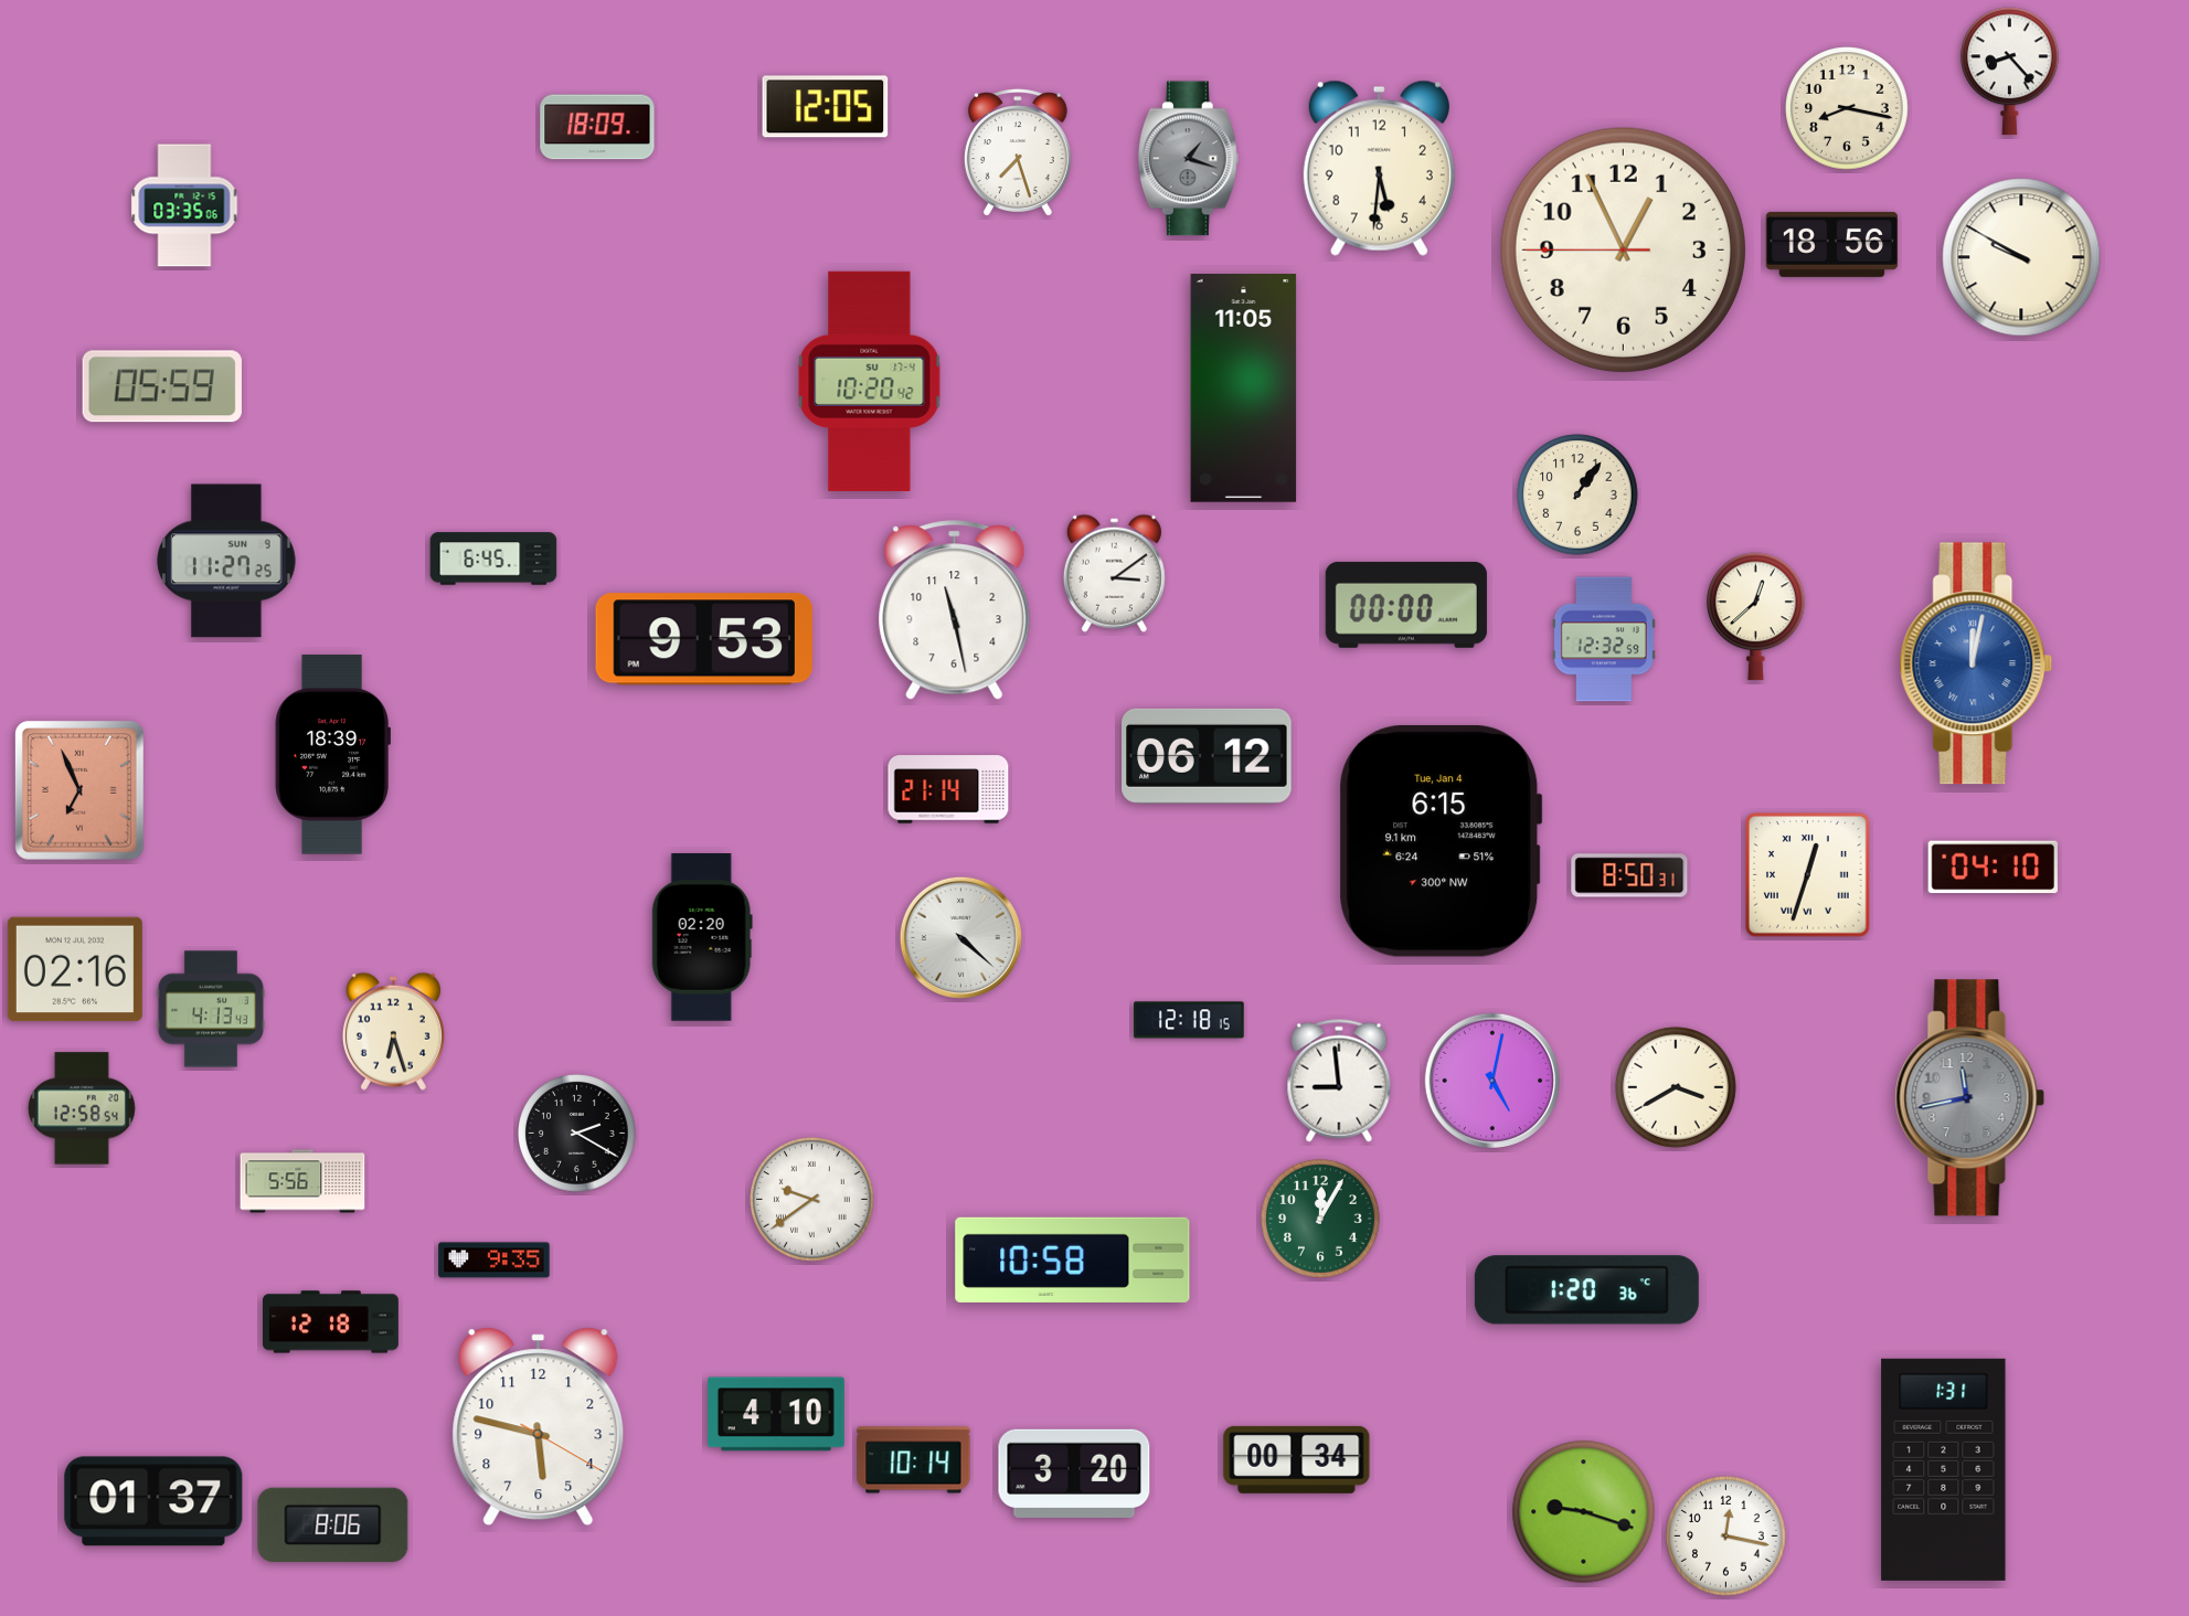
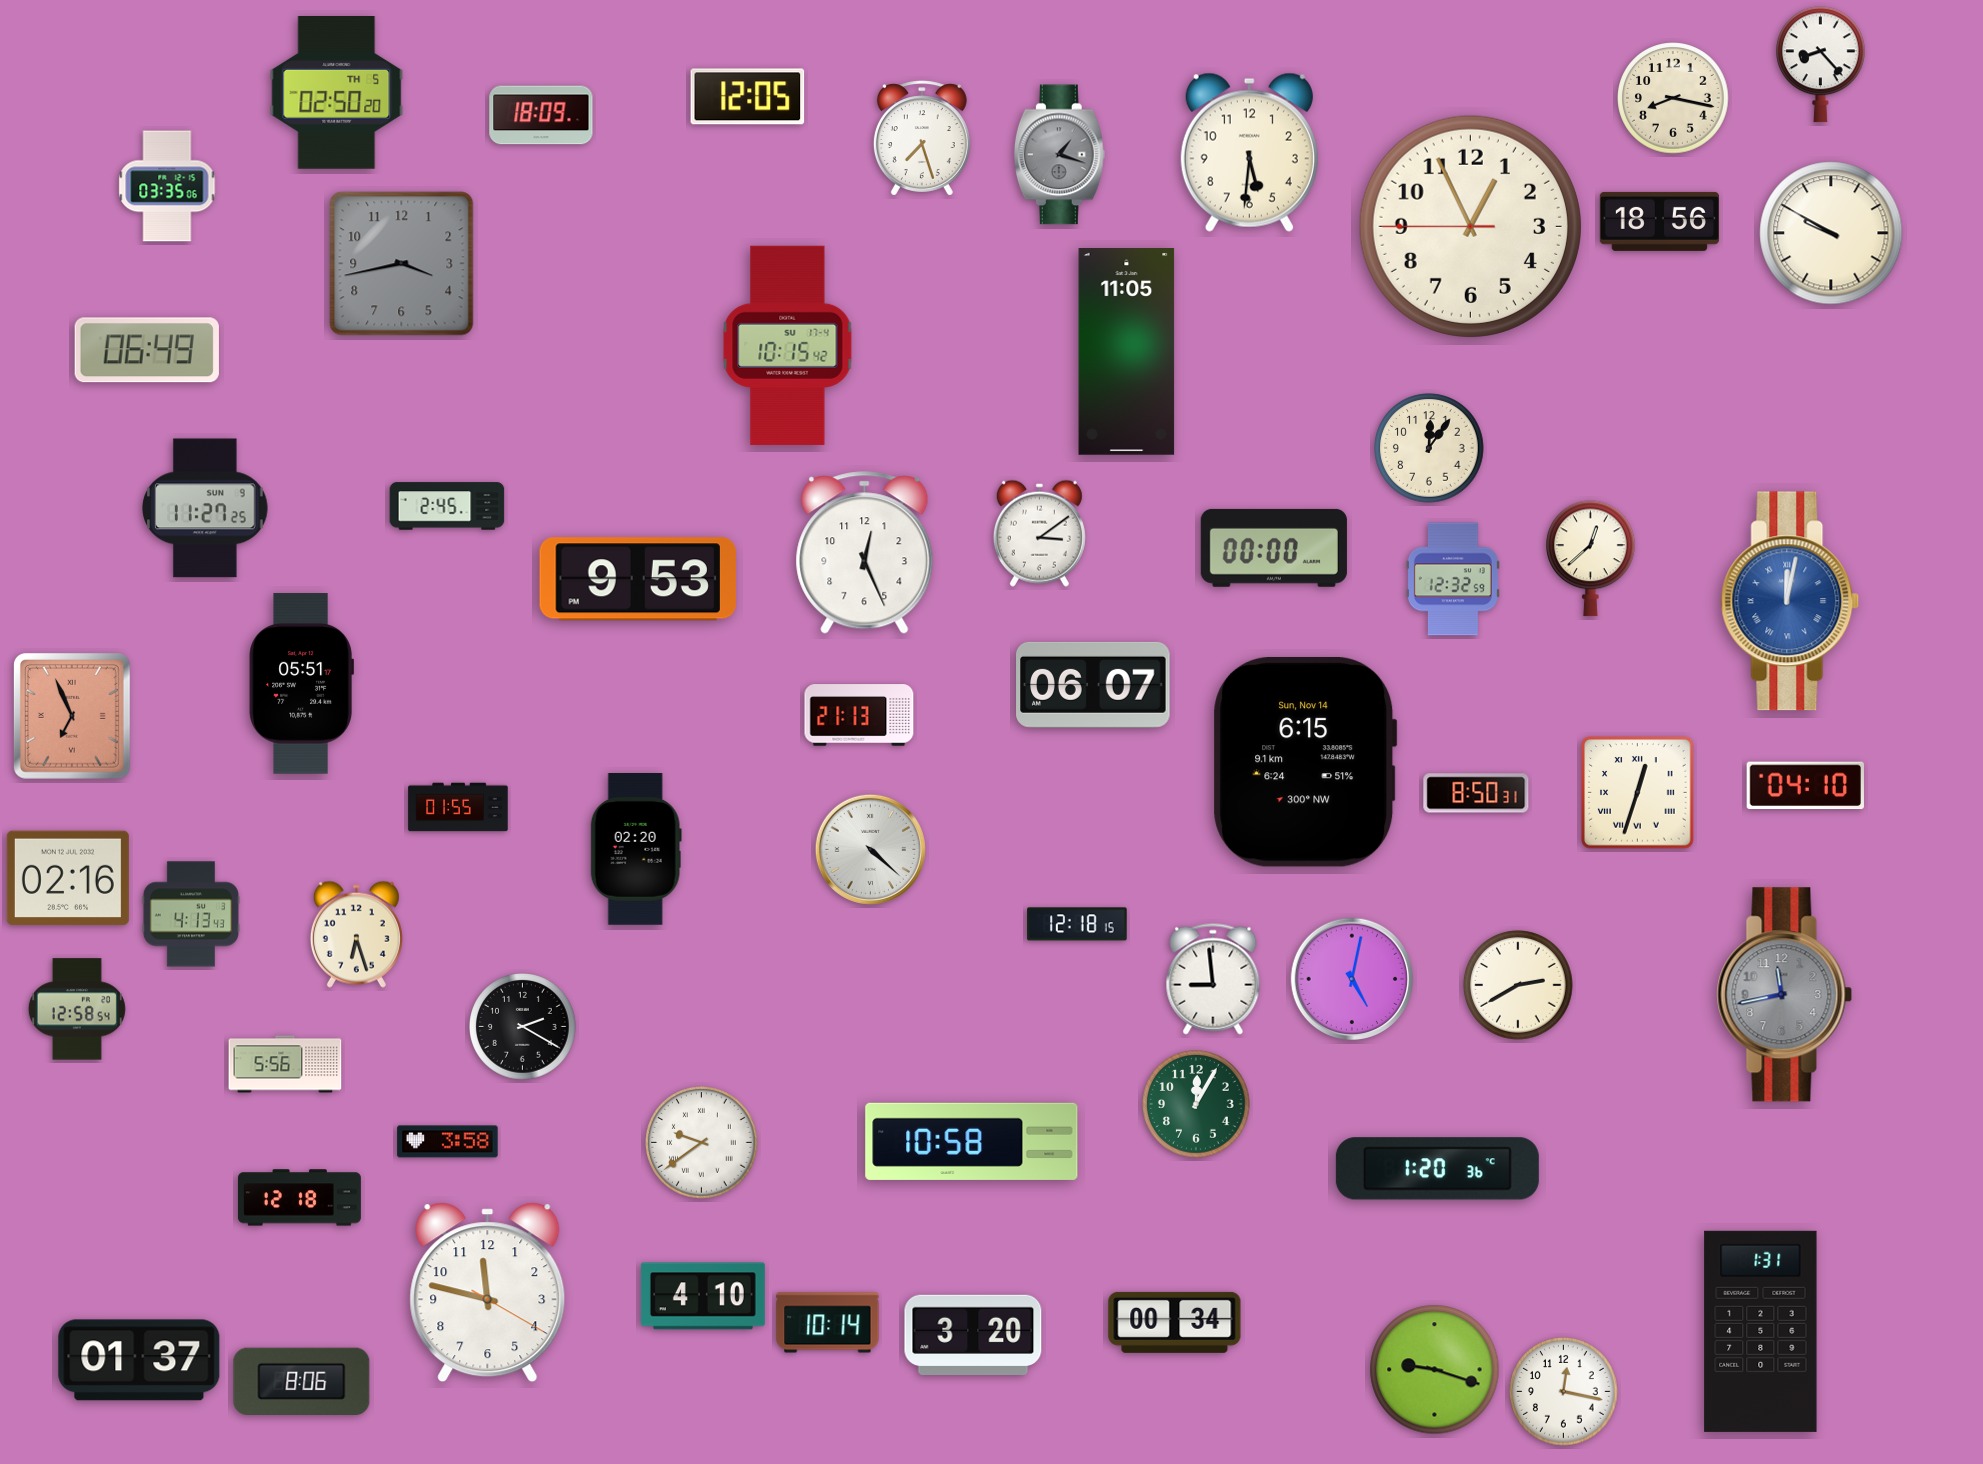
clock at (337, 93): none -> 02:50
clock at (1188, 159) position: (1188, 159) -> (1059, 155)
clock at (402, 264): none -> 3:43
clock at (870, 381): 10:20 -> 10:15
clock at (162, 386): 05:59 -> 06:49
clock at (1577, 495): 1:06 -> 12:06
clock at (493, 559): 6:45 -> 2:45
clock at (1114, 573) position: (1114, 573) -> (1039, 533)
clock at (955, 610): 11:28 -> 12:26
clock at (332, 755): 18:39 -> 05:51
clock at (1207, 756): 06:12 -> 06:07
clock at (948, 789): 21:14 -> 21:13
clock at (1441, 841) date: Tue, Jan 4 -> Sun, Nov 14
clock at (458, 807): none -> 01:55
clock at (1676, 1087): 3:40 -> 2:40
clock at (82, 1108) position: (82, 1108) -> (77, 1009)
clock at (302, 1181) position: (302, 1181) -> (285, 1064)
clock at (812, 1200) position: (812, 1200) -> (702, 1143)
clock at (495, 1261): 9:35 -> 3:58
clock at (776, 1414) position: (776, 1414) -> (703, 1296)
clock at (539, 1427): 5:47 -> 11:47
